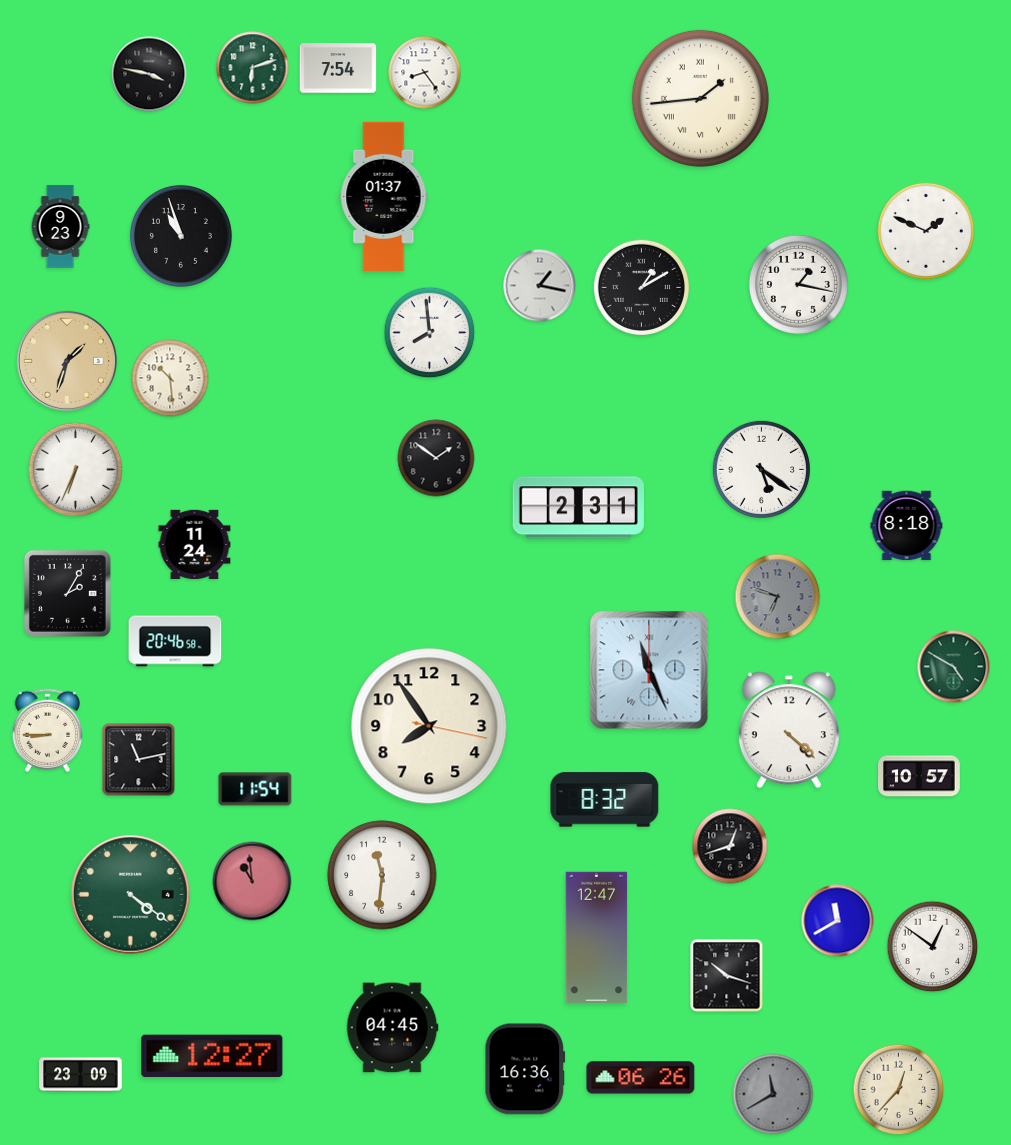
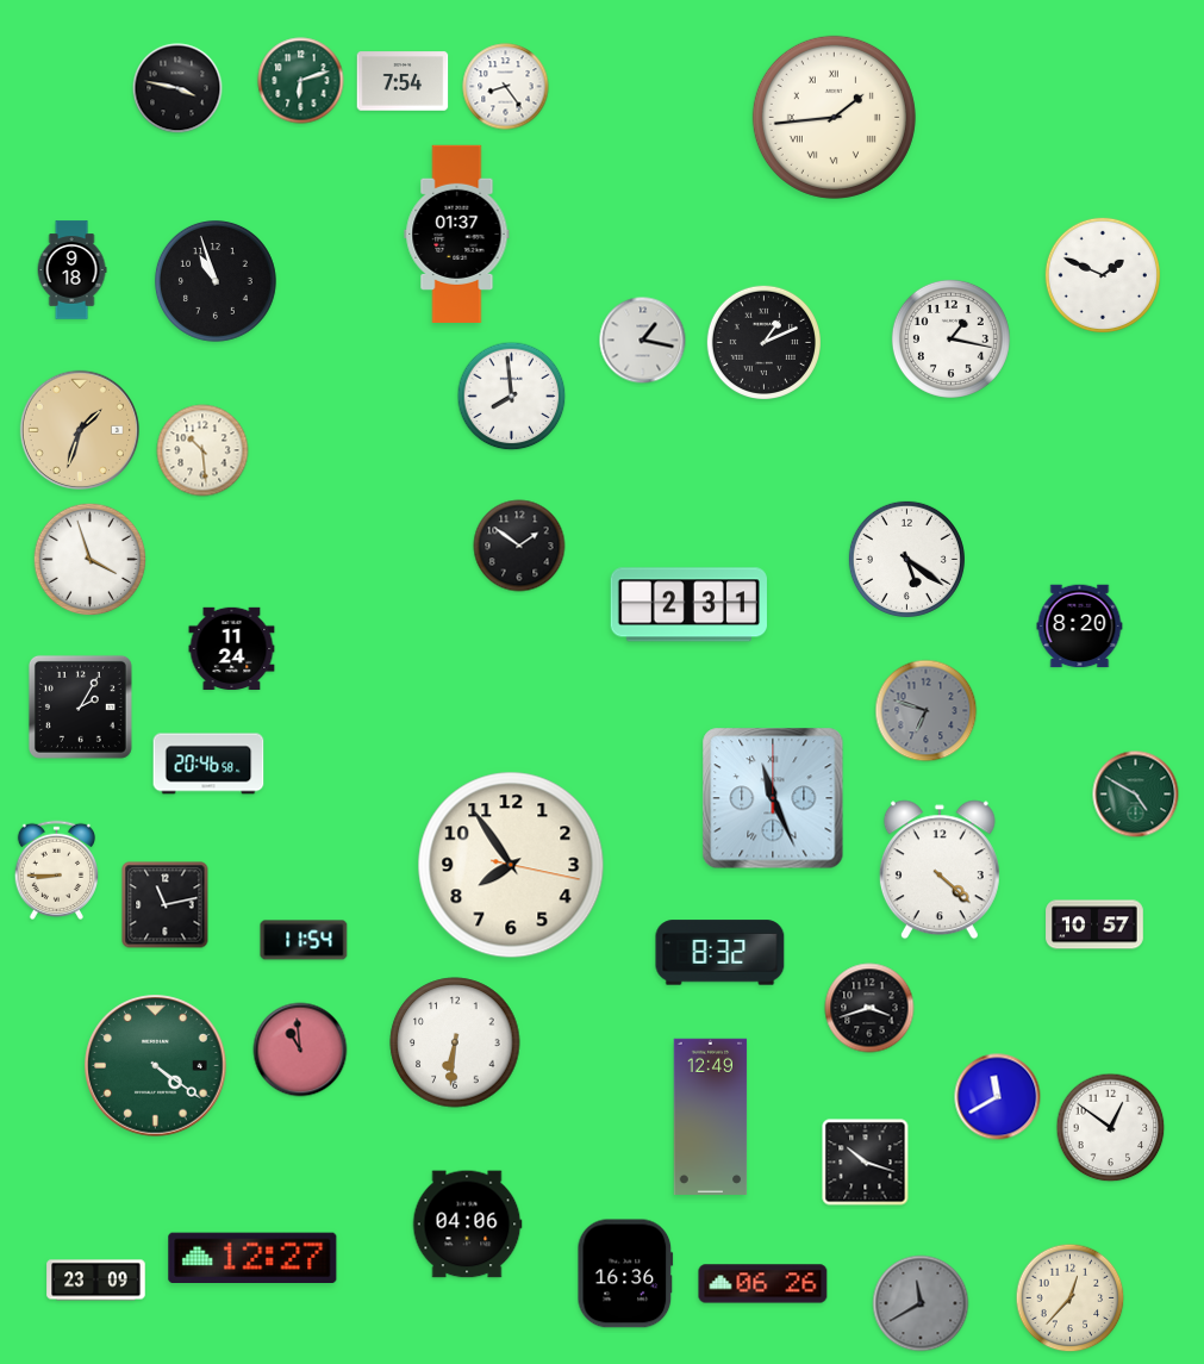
clock at (60, 227): 9:23 -> 9:18
clock at (641, 287): 1:10 -> 1:11
clock at (76, 470): 6:34 -> 3:57
clock at (907, 526): 8:18 -> 8:20
clock at (730, 846): 12:42 -> 3:42
clock at (382, 875): 11:31 -> 6:31
clock at (597, 937): 12:47 -> 12:49
clock at (392, 1028): 04:45 -> 04:06
